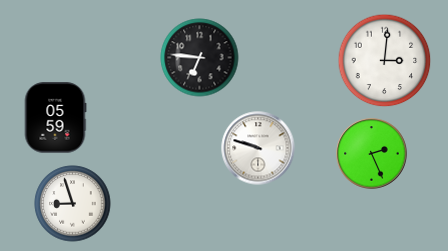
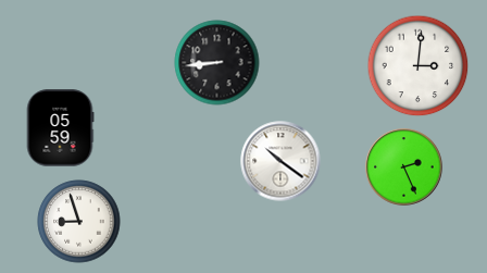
clock at (200, 58): 6:46 -> 8:44
clock at (258, 148): 9:48 -> 10:21
